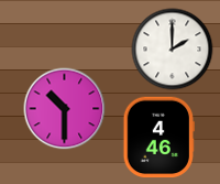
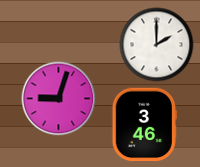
clock at (65, 109): 10:30 -> 9:03
clock at (158, 138): 4:46 -> 3:46
